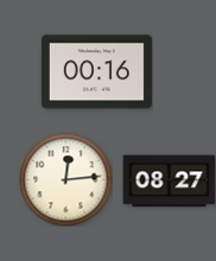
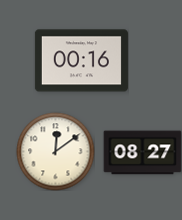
clock at (65, 179): 12:14 -> 12:09
